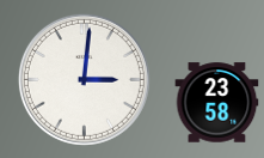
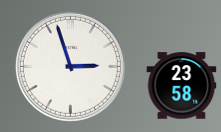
clock at (84, 79): 3:01 -> 2:57
